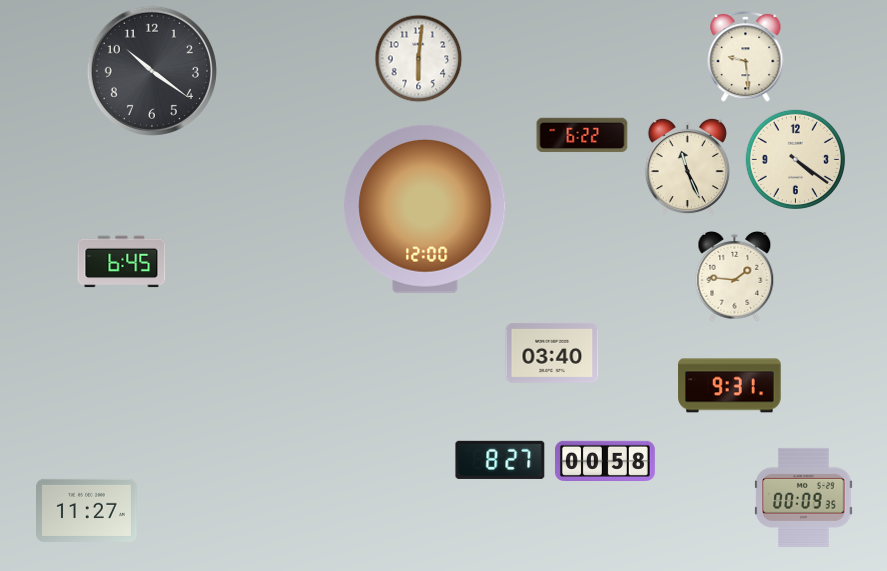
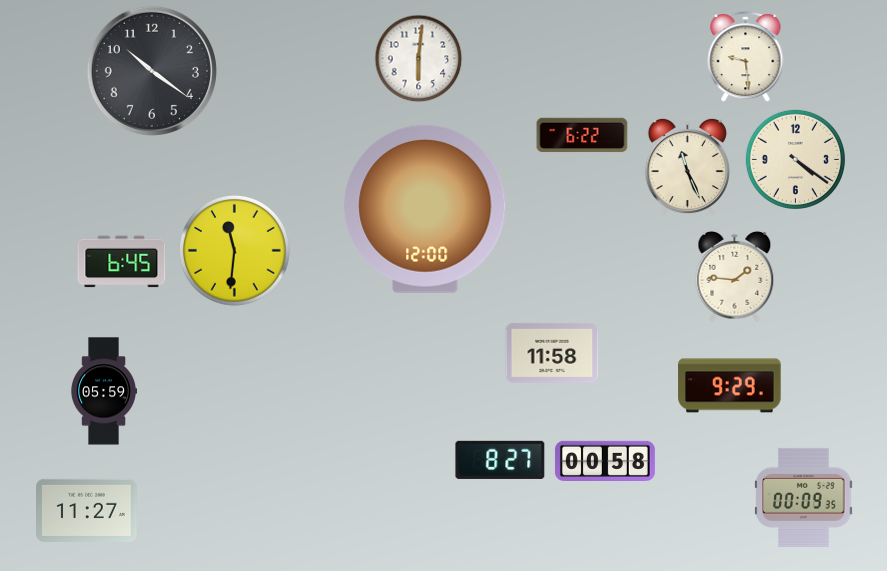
clock at (234, 250): none -> 11:31
clock at (552, 353): 03:40 -> 11:58
clock at (730, 386): 9:31 -> 9:29
clock at (103, 391): none -> 05:59
